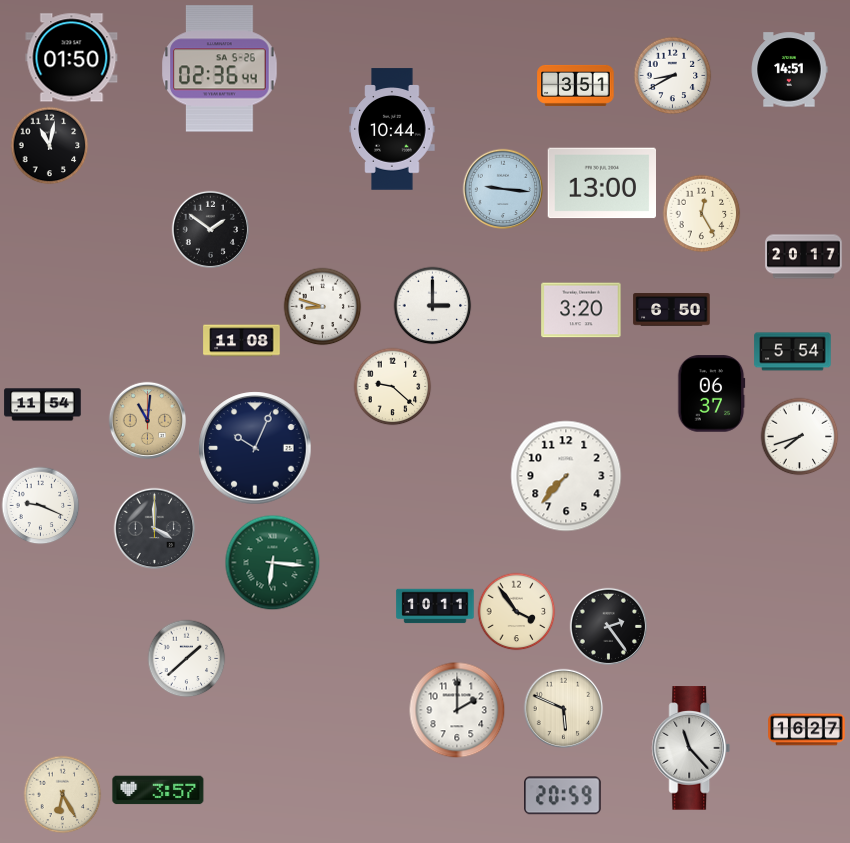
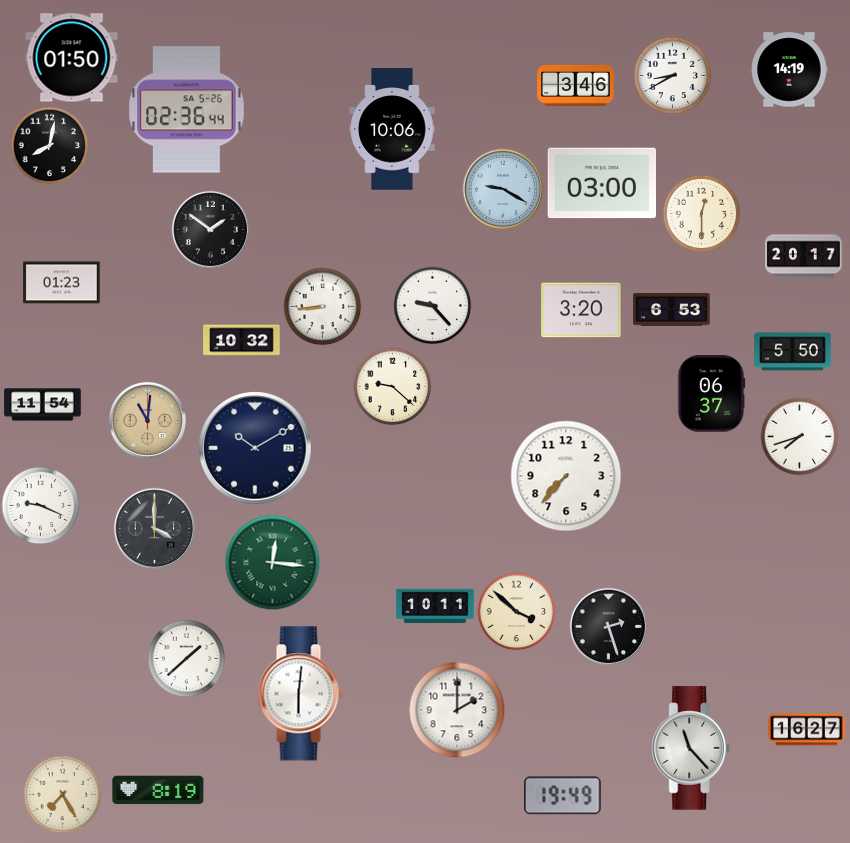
clock at (220, 69) position: (220, 69) -> (187, 110)
clock at (789, 70): 14:51 -> 14:19
clock at (576, 85): 3:51 -> 3:46
clock at (392, 129): 10:44 -> 10:06
clock at (49, 145): 11:02 -> 8:02
clock at (601, 183): 13:00 -> 03:00
clock at (503, 189): 9:16 -> 9:20
clock at (701, 213): 12:25 -> 12:30
clock at (62, 283): none -> 01:23
clock at (432, 305): 3:00 -> 9:23
clock at (322, 306): 8:48 -> 8:44
clock at (672, 310): 6:50 -> 6:53
clock at (242, 341): 11:08 -> 10:32
clock at (793, 352): 5:54 -> 5:50
clock at (255, 448): 10:04 -> 10:10
clock at (272, 562): 6:16 -> 12:16
clock at (516, 611): 3:54 -> 3:52
clock at (608, 626): 2:24 -> 2:27
clock at (300, 694): none -> 6:01
clock at (563, 708): 5:49 -> none
clock at (158, 790): 3:57 -> 8:19
clock at (62, 794): 6:25 -> 7:25
clock at (563, 796): 20:59 -> 19:49
